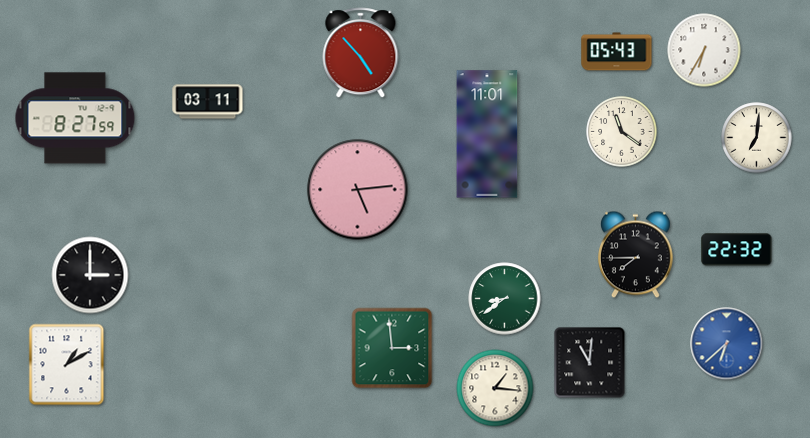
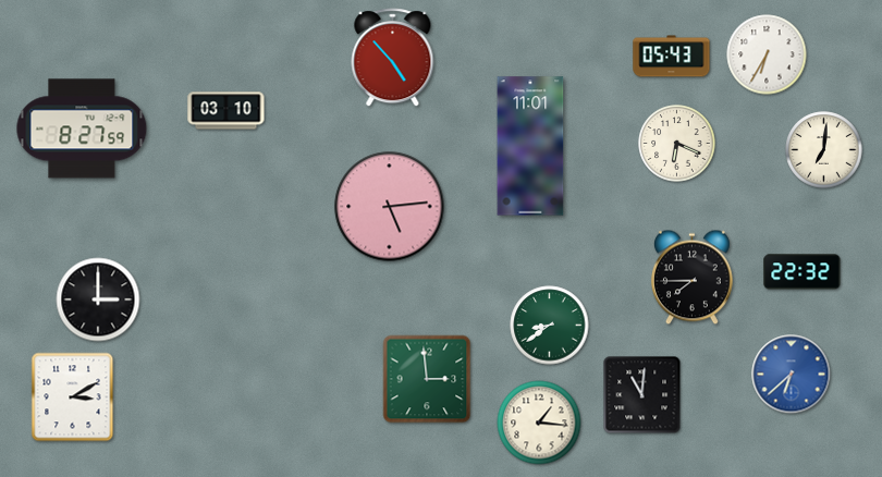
clock at (208, 102): 03:11 -> 03:10
clock at (622, 132): 11:21 -> 6:19
clock at (67, 365): 1:10 -> 3:10
